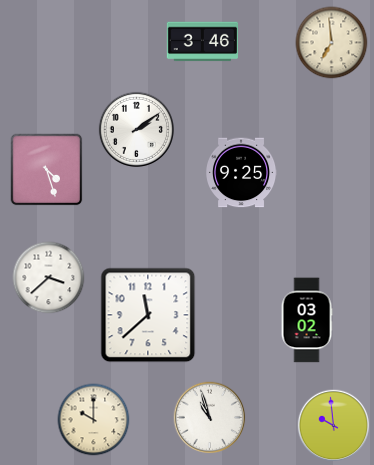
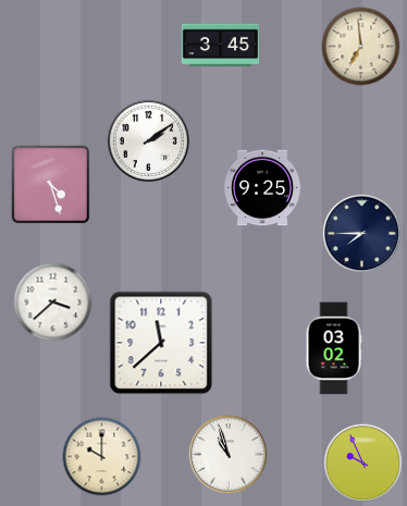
clock at (203, 42): 3:46 -> 3:45
clock at (362, 234): none -> 7:45
clock at (334, 426): 9:59 -> 9:56
